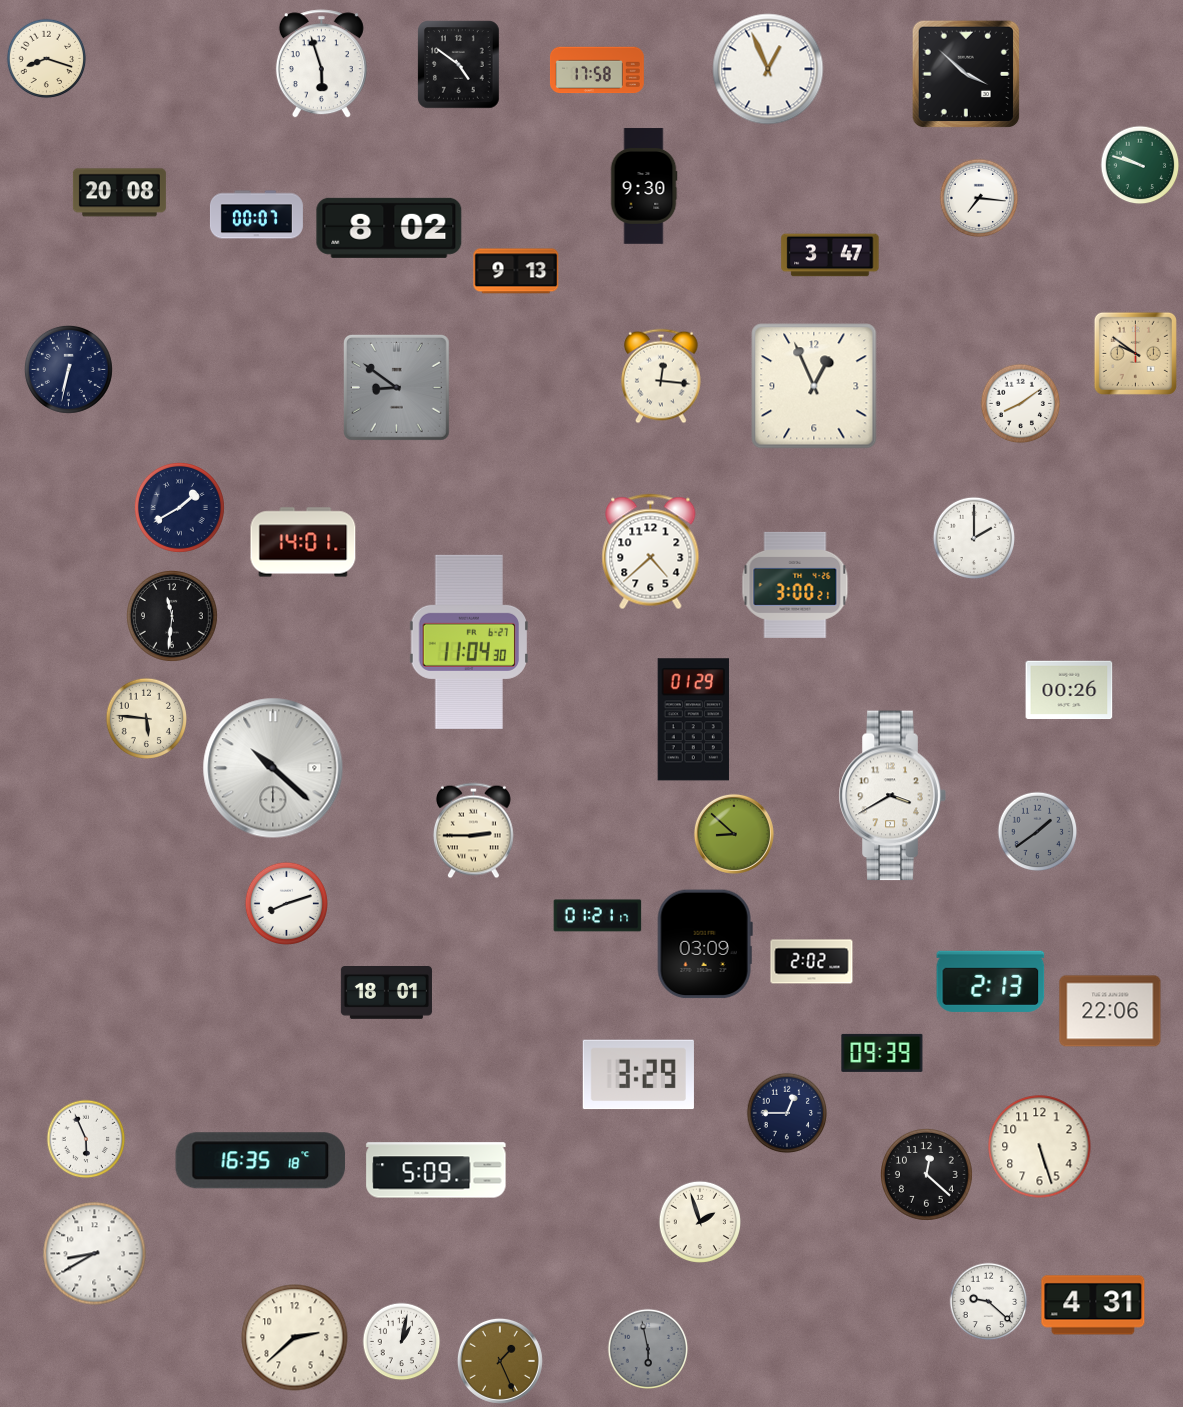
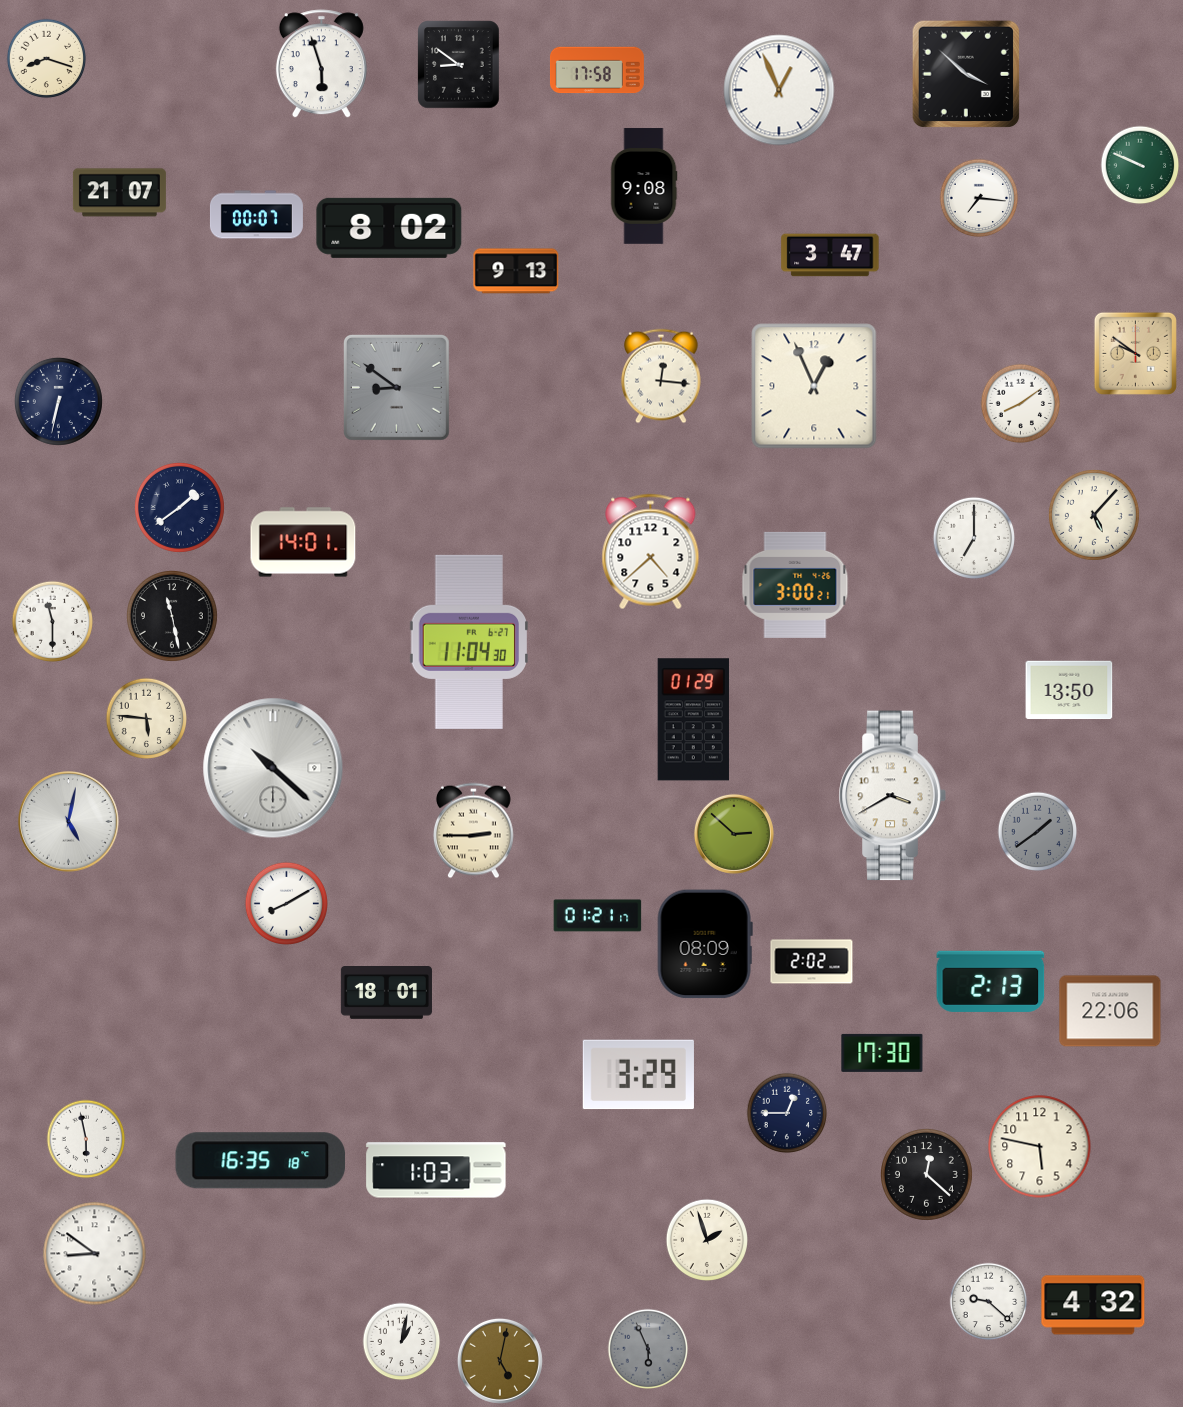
clock at (459, 65): 4:51 -> 8:51
clock at (768, 69) position: (768, 69) -> (779, 90)
clock at (1140, 165): 9:48 -> 9:49
clock at (644, 186): 9:30 -> 9:08
clock at (119, 193): 20:08 -> 21:07
clock at (68, 369) position: (68, 369) -> (58, 401)
clock at (179, 507): 1:40 -> 1:39
clock at (1094, 515): none -> 5:07
clock at (973, 537): 2:00 -> 7:00
clock at (172, 616): 11:31 -> 11:28
clock at (52, 621): none -> 11:30
clock at (1069, 690): 00:26 -> 13:50
clock at (69, 822): none -> 5:02
clock at (734, 834): 8:52 -> 2:52
clock at (286, 903): 8:12 -> 8:10
clock at (705, 944): 03:09 -> 08:09
clock at (882, 1053): 09:39 -> 17:30
clock at (86, 1139): 5:56 -> 5:58
clock at (1040, 1147): 5:27 -> 5:47
clock at (436, 1170): 5:09 -> 1:03
clock at (699, 1221) position: (699, 1221) -> (706, 1239)
clock at (95, 1254): 8:40 -> 8:51
clock at (1093, 1305): 4:31 -> 4:32
clock at (295, 1338): 2:38 -> none
clock at (648, 1349): 5:58 -> 5:56
clock at (500, 1361): 1:26 -> 5:02
